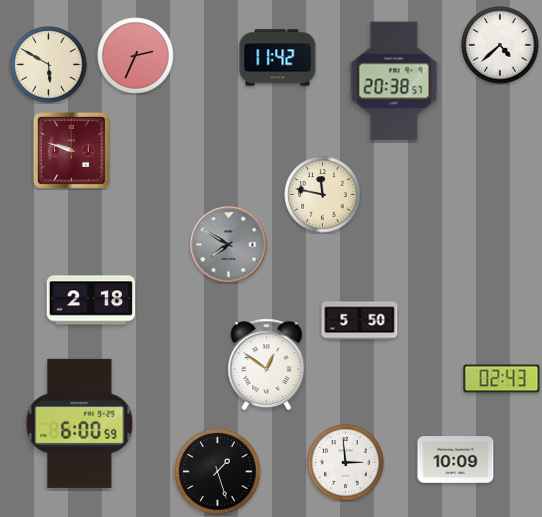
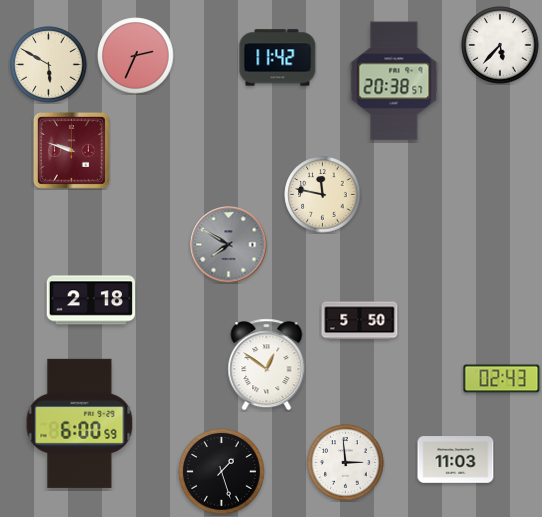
clock at (500, 45): 4:38 -> 5:37
clock at (456, 460): 10:09 -> 11:03
clock at (218, 472) position: (218, 472) -> (222, 472)
